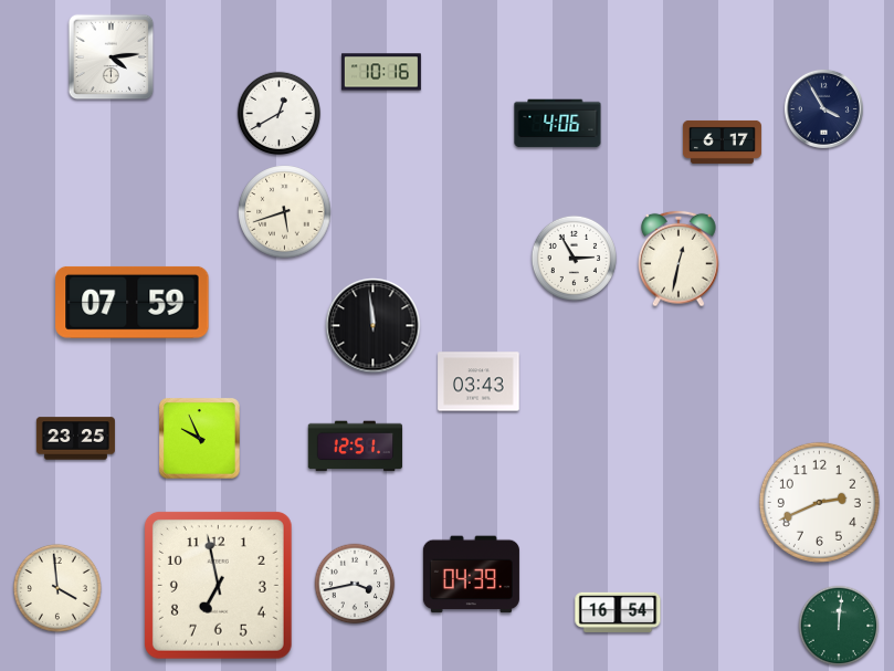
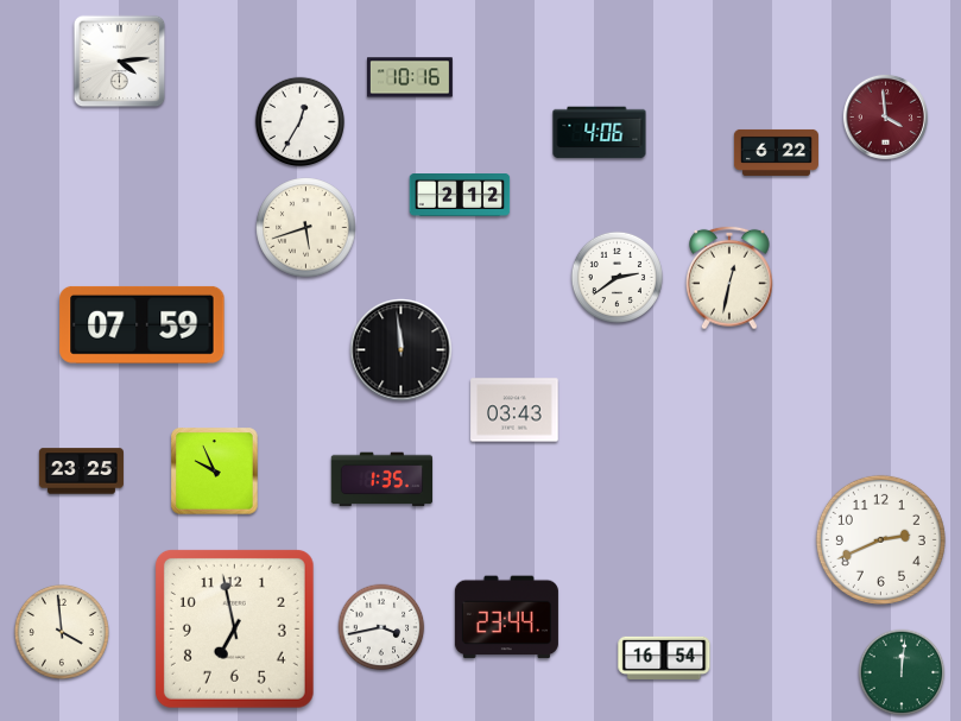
clock at (823, 108): 3:55 -> 3:59
clock at (823, 108) dial: navy -> burgundy
clock at (280, 114): 12:40 -> 12:35
clock at (722, 141): 6:17 -> 6:22
clock at (460, 196): none -> 2:12
clock at (574, 258): 2:55 -> 2:39
clock at (356, 447): 12:51 -> 1:35
clock at (471, 575): 04:39 -> 23:44
